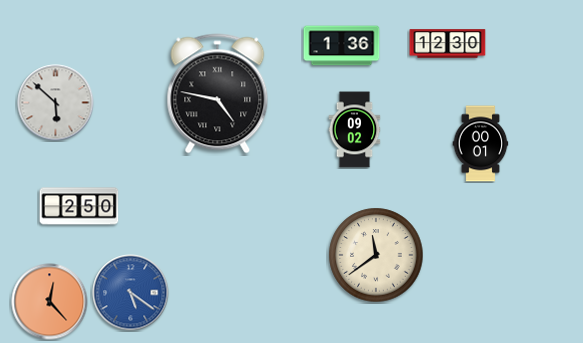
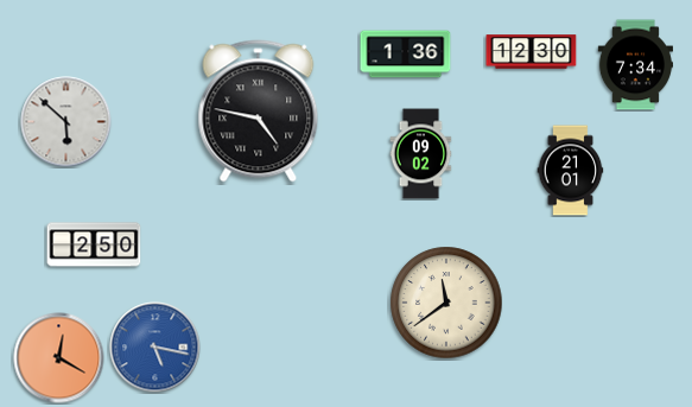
clock at (635, 65): none -> 7:34
clock at (481, 144): 00:01 -> 21:01
clock at (131, 293): 5:21 -> 5:17
clock at (50, 302): 12:23 -> 12:20
